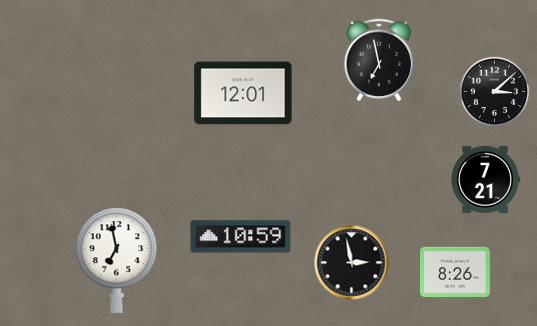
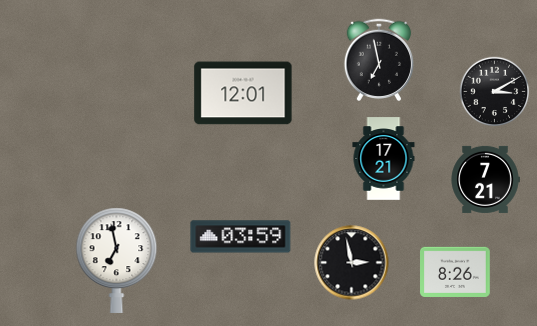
clock at (495, 92): 3:08 -> 3:10
clock at (384, 159): none -> 17:21
clock at (241, 237): 10:59 -> 03:59
